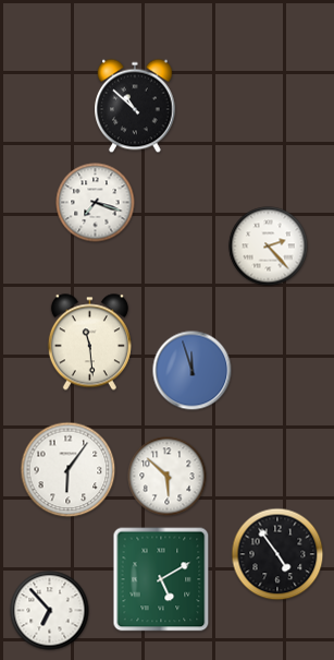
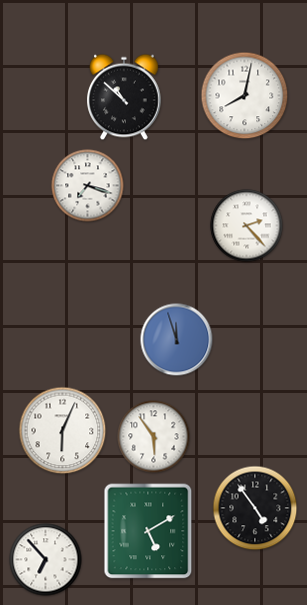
clock at (245, 96): none -> 8:02
clock at (89, 343): 11:29 -> none
clock at (69, 470): 6:06 -> 6:04
clock at (168, 477): 5:52 -> 5:54
